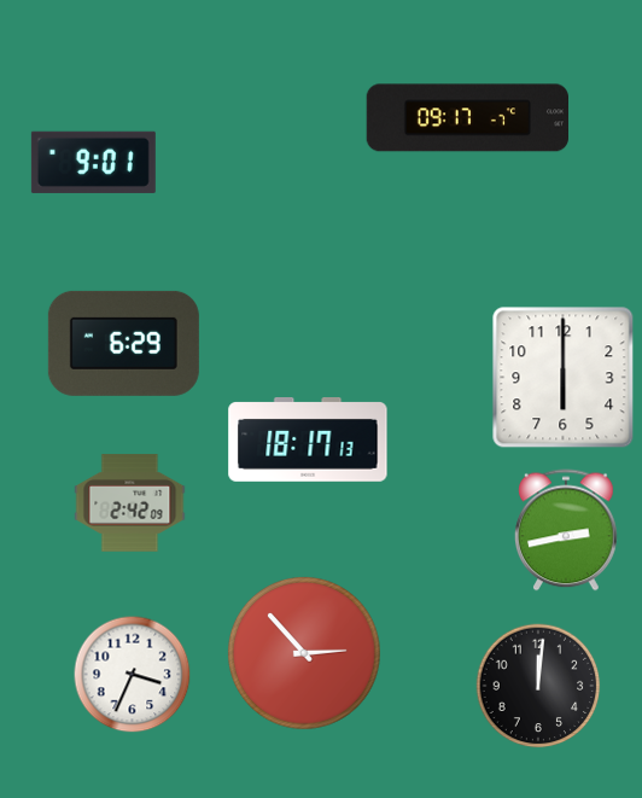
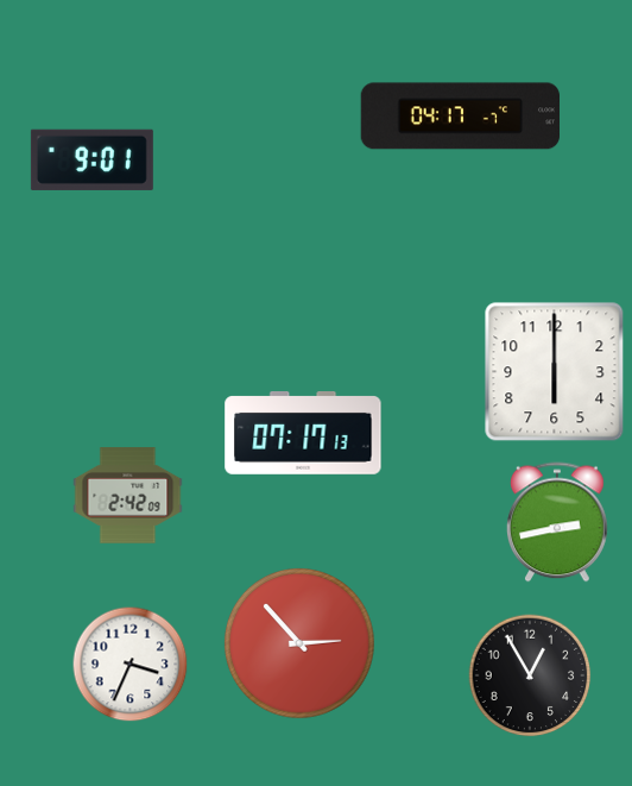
clock at (467, 118): 09:17 -> 04:17
clock at (123, 343): 6:29 -> none
clock at (308, 441): 18:17 -> 07:17
clock at (538, 686): 12:01 -> 12:55
